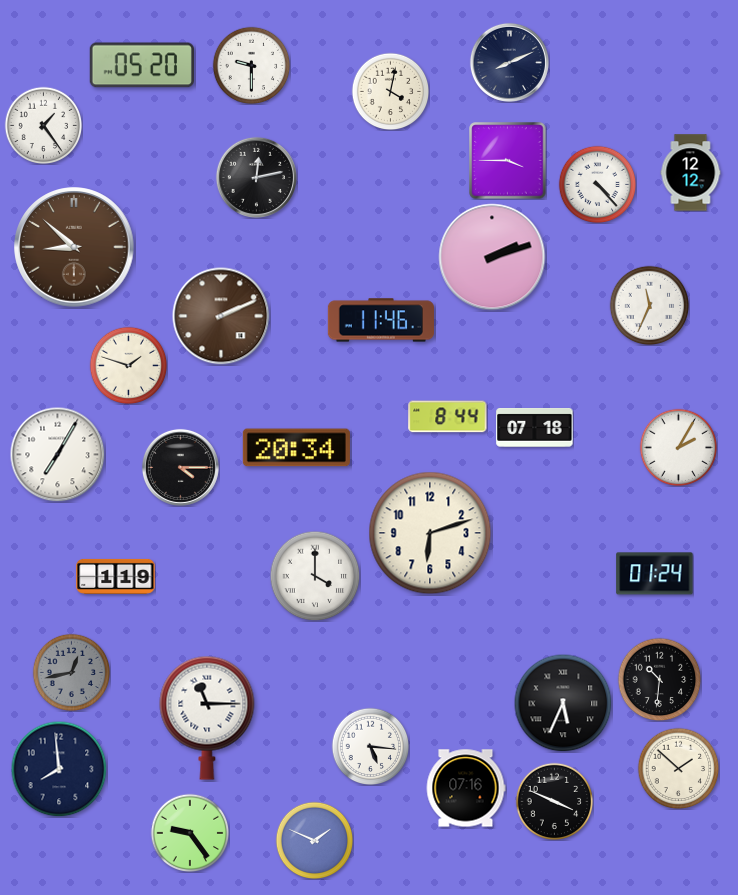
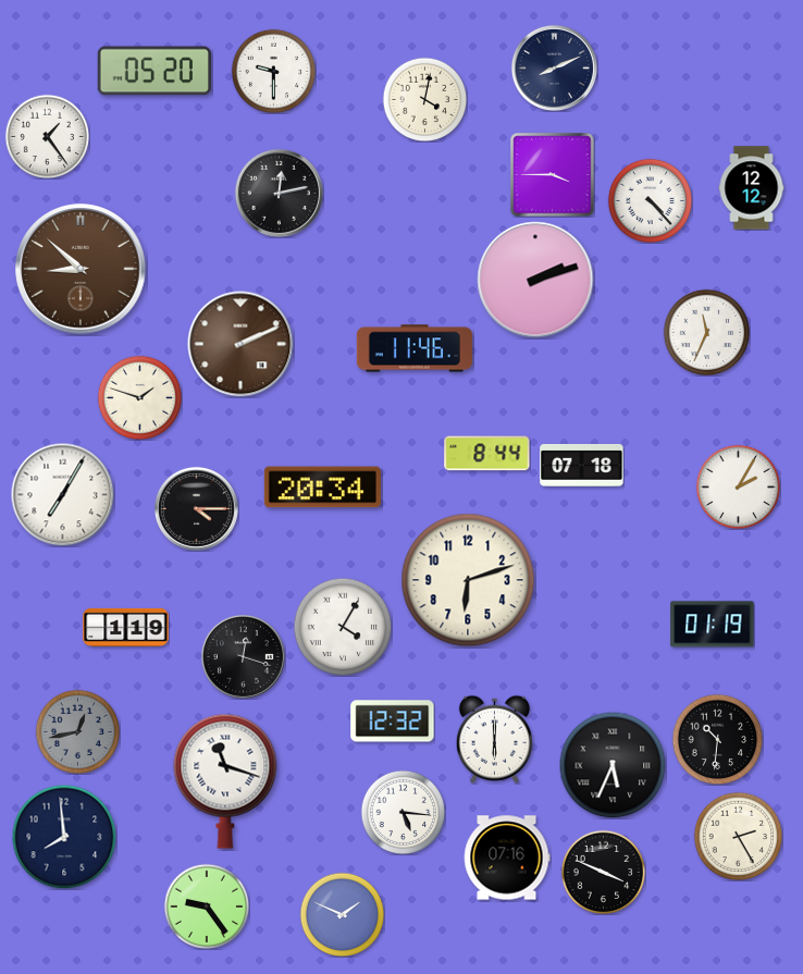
clock at (655, 574): 01:24 -> 01:19
clock at (315, 576): 4:00 -> 4:05
clock at (243, 656): none -> 12:18
clock at (393, 722): none -> 12:32
clock at (494, 739): none -> 6:00
clock at (207, 718): 11:15 -> 11:18
clock at (678, 768): 1:52 -> 2:25
